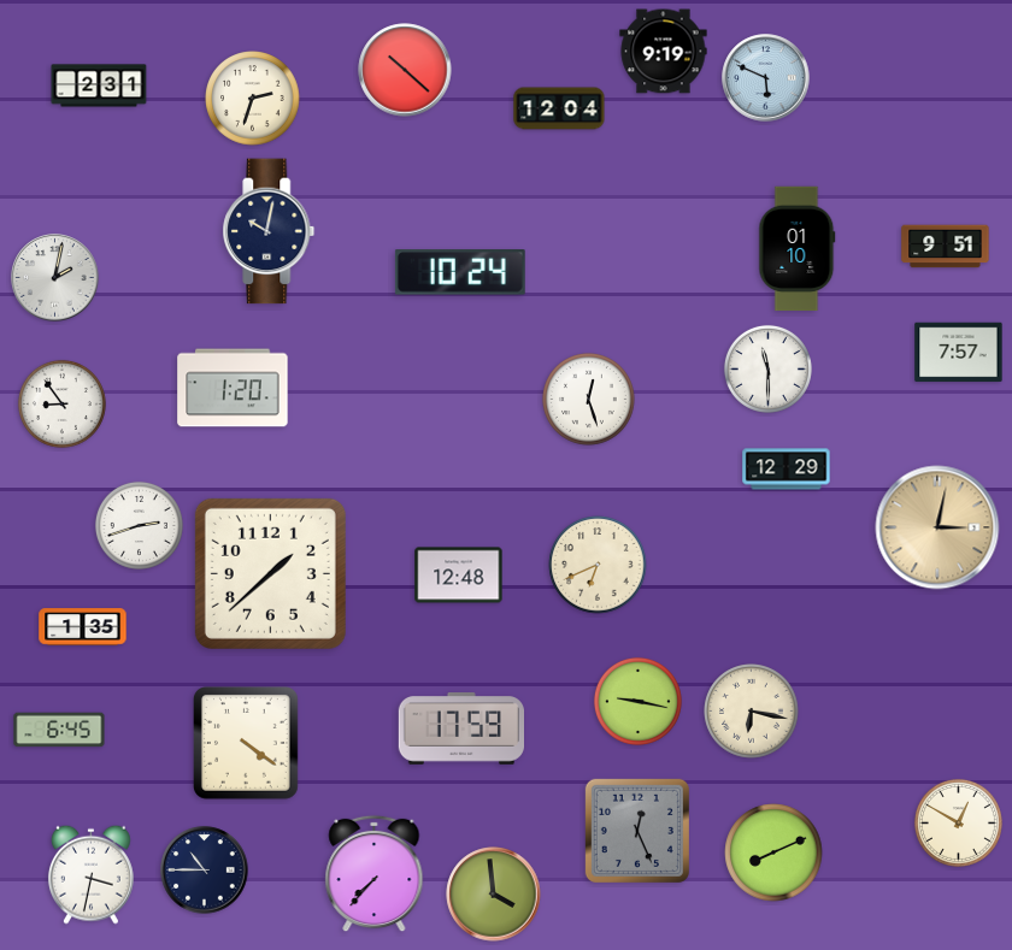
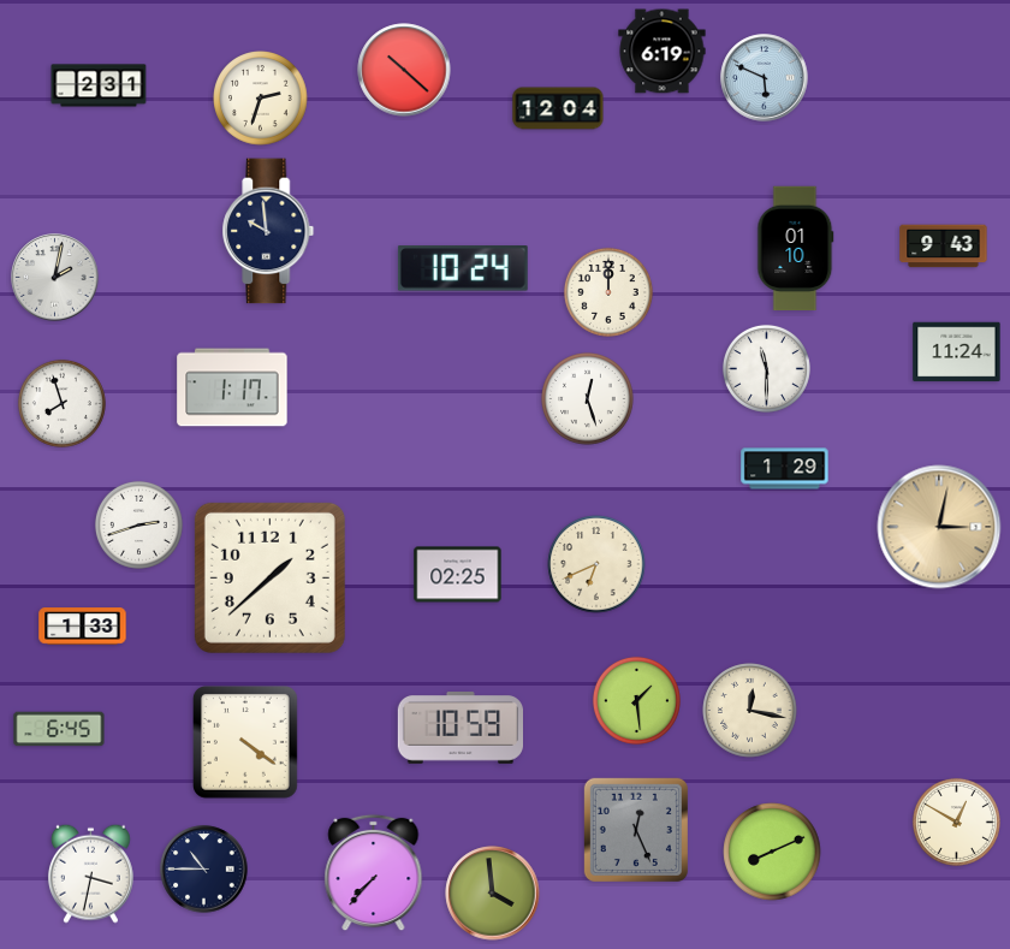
clock at (664, 52): 9:19 -> 6:19
clock at (253, 99) position: (253, 99) -> (261, 99)
clock at (269, 231): 10:02 -> 9:59
clock at (946, 247): 9:51 -> 9:43
clock at (460, 272) position: (460, 272) -> (463, 268)
clock at (608, 292): none -> 12:00
clock at (959, 353): 7:57 -> 11:24
clock at (233, 388): 1:20 -> 1:17
clock at (61, 403): 8:54 -> 7:57
clock at (787, 470): 12:29 -> 1:29
clock at (937, 527) position: (937, 527) -> (939, 527)
clock at (270, 573) position: (270, 573) -> (269, 577)
clock at (459, 576): 12:48 -> 02:25
clock at (83, 627): 1:35 -> 1:33
clock at (637, 701): 9:17 -> 1:29
clock at (752, 712): 6:17 -> 12:17
clock at (460, 728): 17:59 -> 10:59
